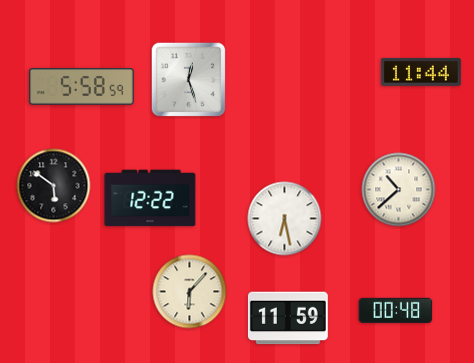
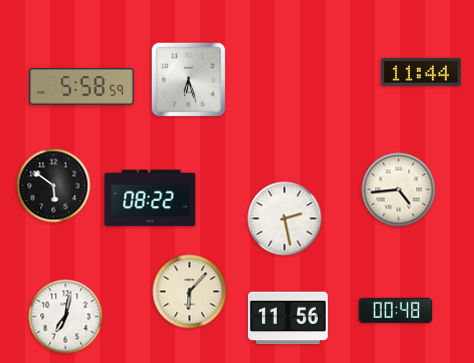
clock at (189, 80): 12:27 -> 6:27
clock at (399, 190): 10:38 -> 4:44
clock at (150, 198): 12:22 -> 08:22
clock at (285, 219): 6:28 -> 2:28
clock at (66, 317): none -> 7:02
clock at (288, 318): 11:59 -> 11:56
